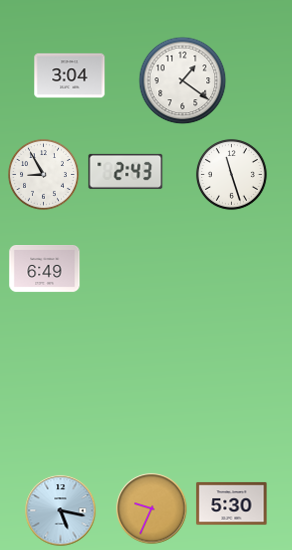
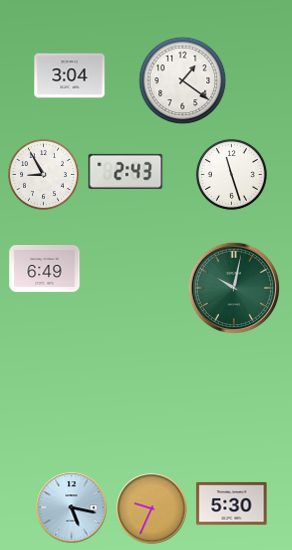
clock at (234, 288): none -> 10:02
clock at (61, 511) position: (61, 511) -> (72, 508)
